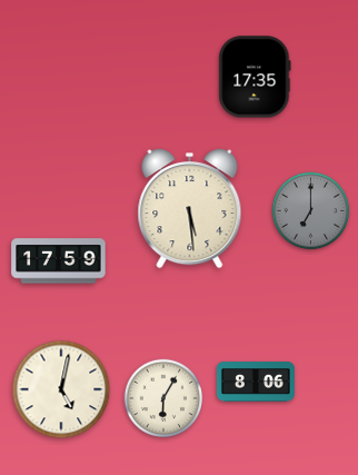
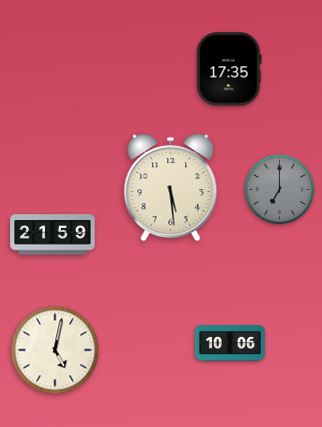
clock at (59, 261): 17:59 -> 21:59
clock at (256, 382): 8:06 -> 10:06
clock at (163, 398): 6:05 -> none
